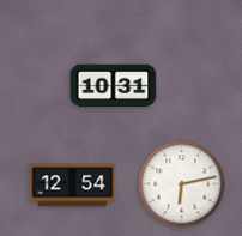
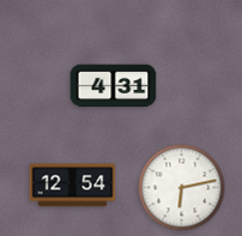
clock at (114, 86): 10:31 -> 4:31
clock at (182, 184) position: (182, 184) -> (182, 188)
